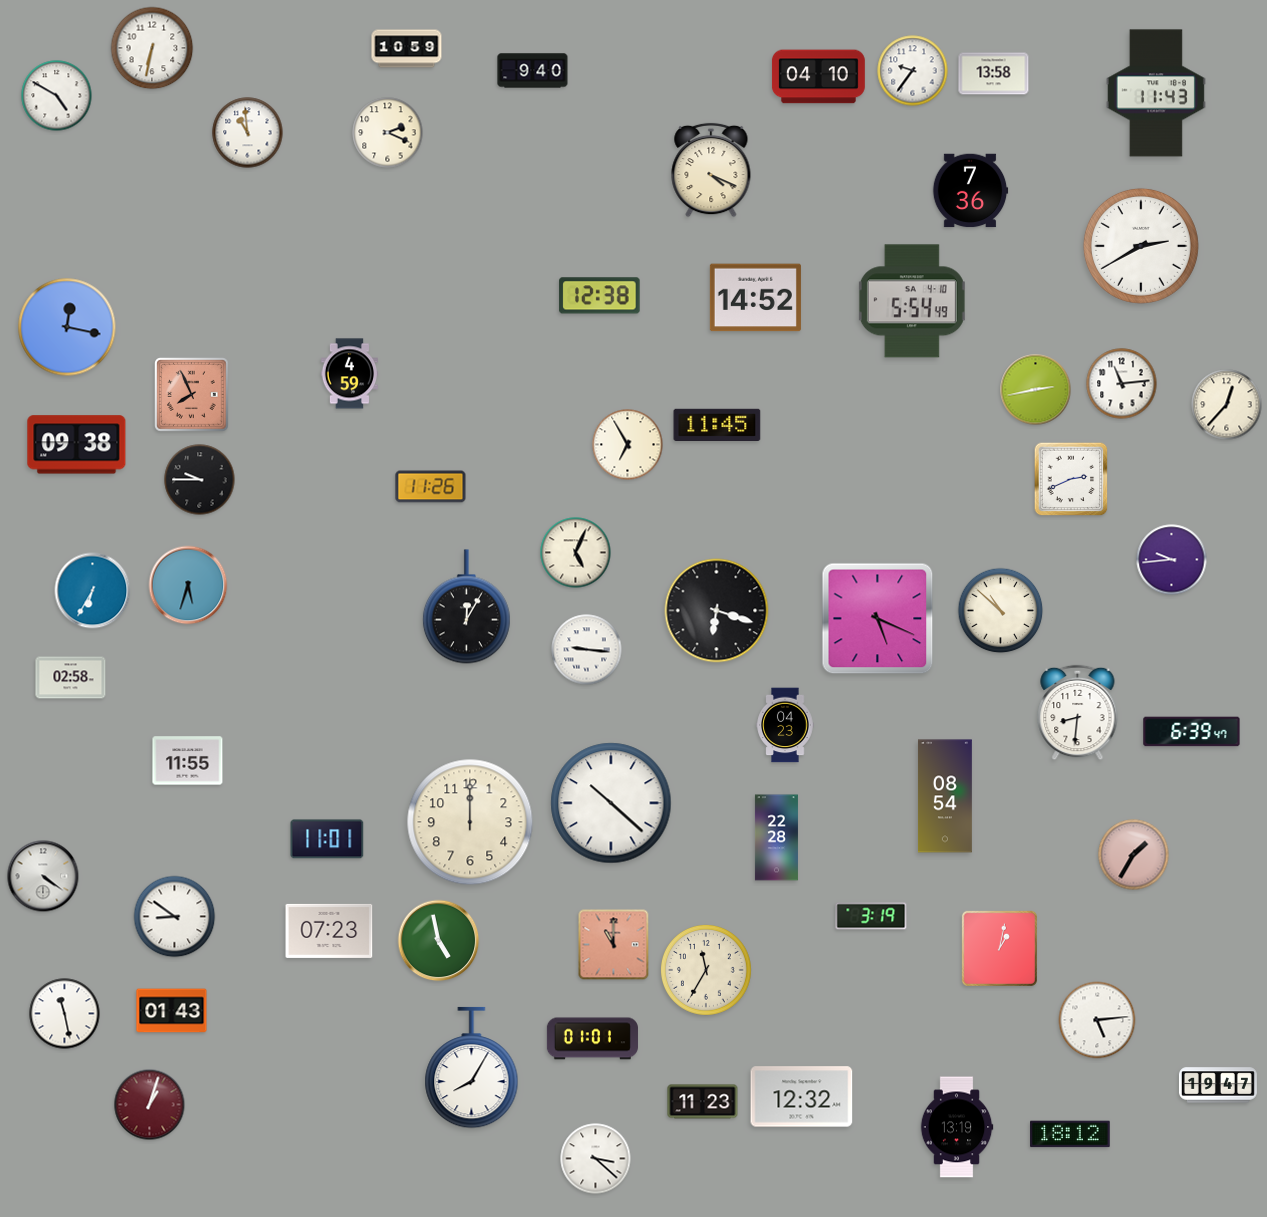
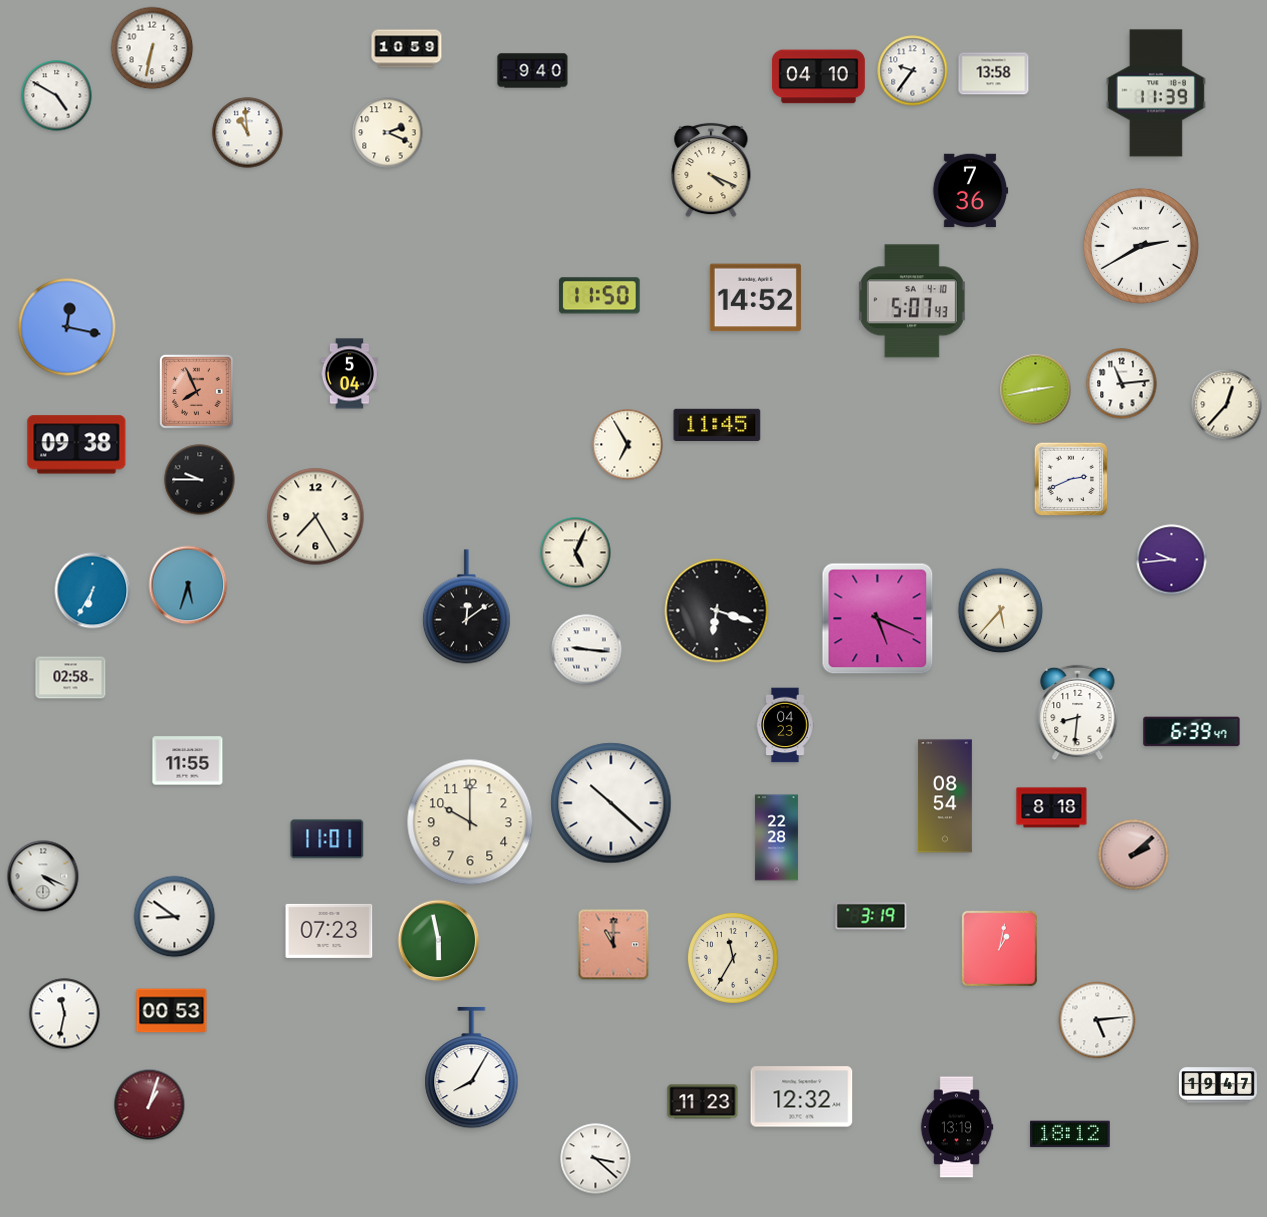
clock at (1156, 93): 11:43 -> 11:39
clock at (600, 296): 12:38 -> 11:50
clock at (912, 301): 5:54 -> 5:07
clock at (349, 374): 4:59 -> 5:04
clock at (192, 395) position: (192, 395) -> (197, 392)
clock at (431, 487): 11:26 -> none
clock at (316, 517): none -> 7:25
clock at (466, 607): 12:05 -> 12:09
clock at (1001, 611): 10:52 -> 5:37
clock at (1052, 808): none -> 8:18
clock at (470, 822): 12:00 -> 10:00
clock at (1134, 855): 1:35 -> 2:08
clock at (43, 876): 4:21 -> 4:19
clock at (439, 941): 4:58 -> 5:58
clock at (706, 970) position: (706, 970) -> (733, 958)
clock at (172, 1011): 01:43 -> 00:53
clock at (65, 1014): 11:28 -> 11:32
clock at (592, 1039): 01:01 -> none
